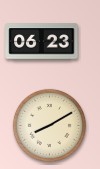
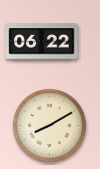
clock at (42, 42): 06:23 -> 06:22
